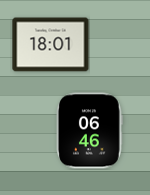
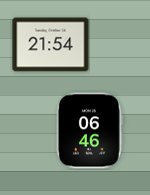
clock at (51, 45): 18:01 -> 21:54
